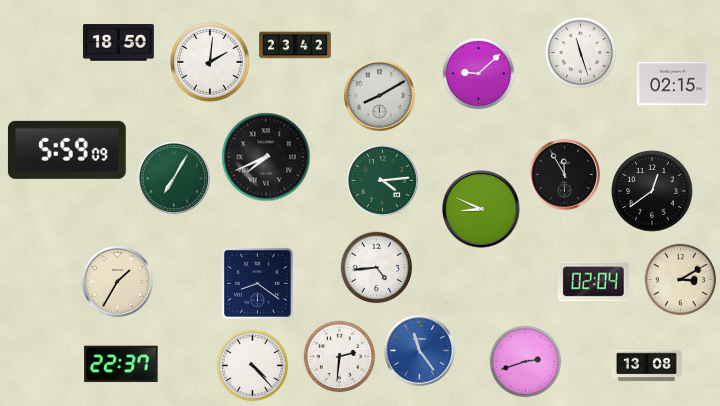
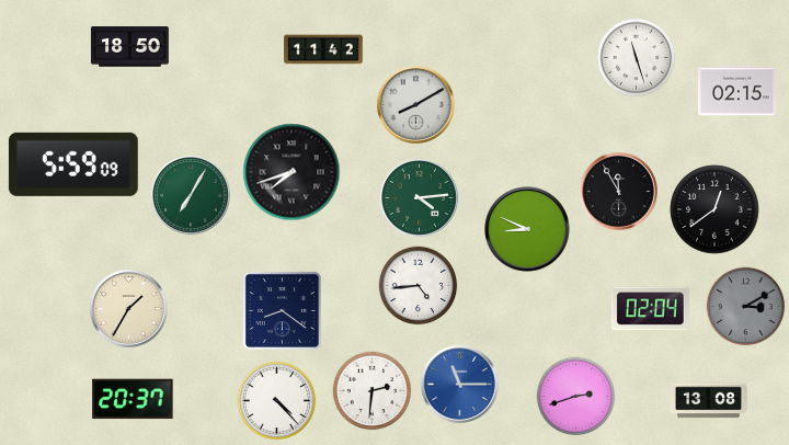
clock at (295, 45): 23:42 -> 11:42
clock at (210, 62): 2:01 -> none
clock at (479, 74): 9:08 -> none
clock at (266, 157): 7:41 -> 7:42
clock at (377, 268) position: (377, 268) -> (419, 286)
clock at (681, 280) dial: cream -> grey
clock at (419, 350): 11:24 -> 11:15
clock at (121, 364): 22:37 -> 20:37
